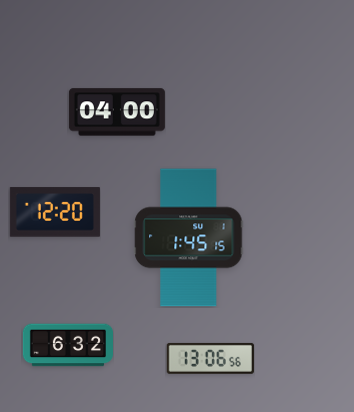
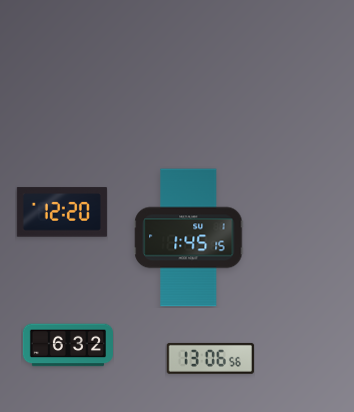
clock at (117, 112): 04:00 -> none
clock at (55, 212) position: (55, 212) -> (62, 212)
